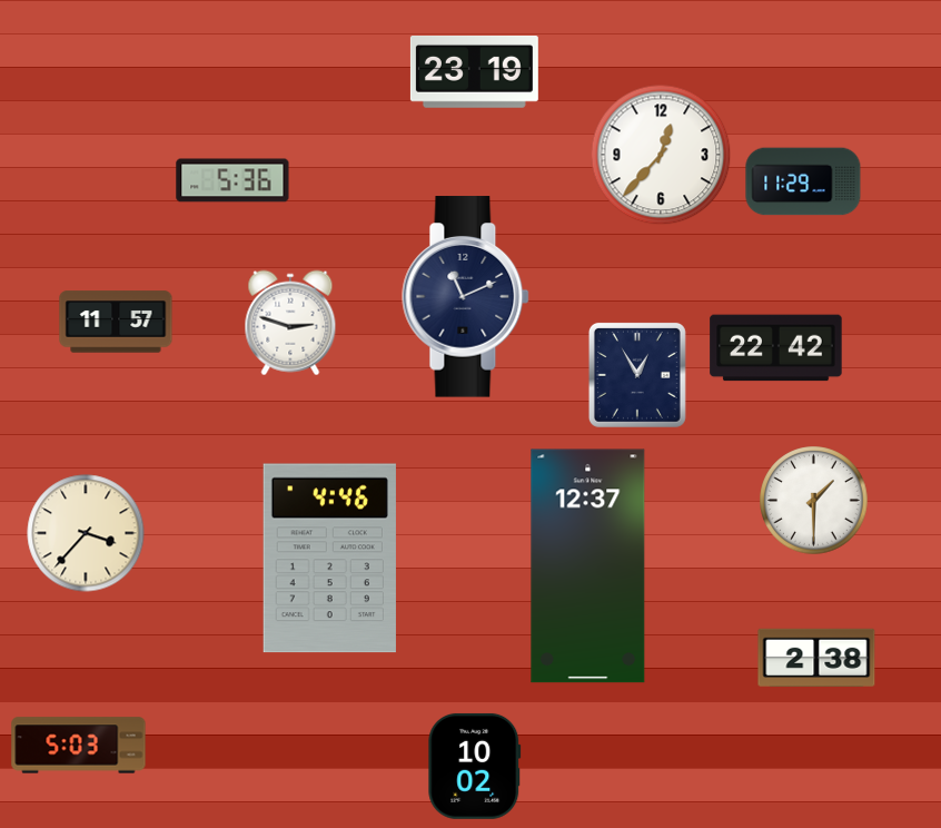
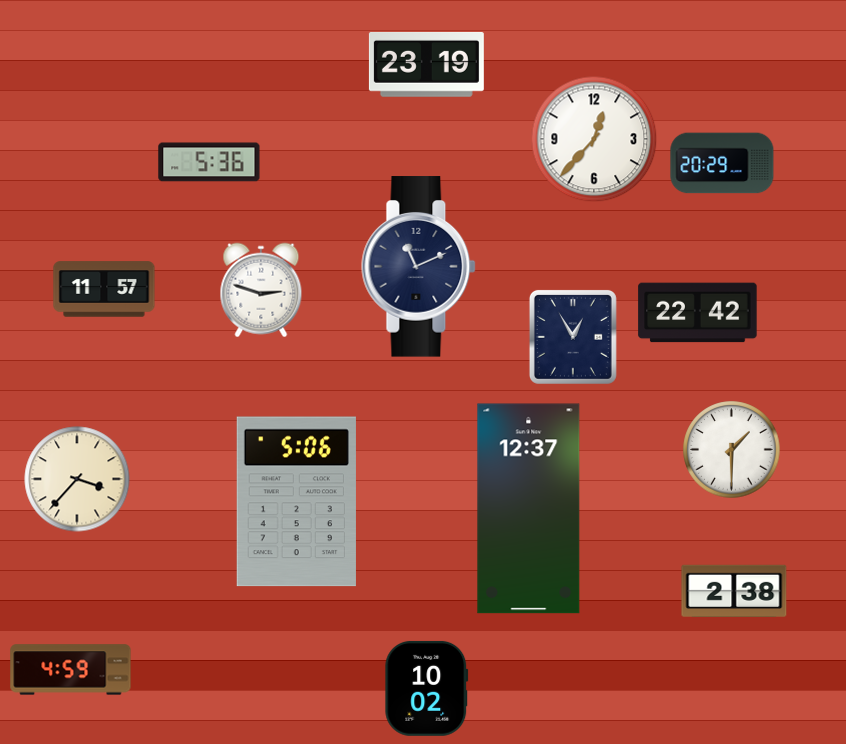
clock at (803, 181): 11:29 -> 20:29
clock at (329, 559): 4:46 -> 5:06
clock at (79, 746): 5:03 -> 4:59
